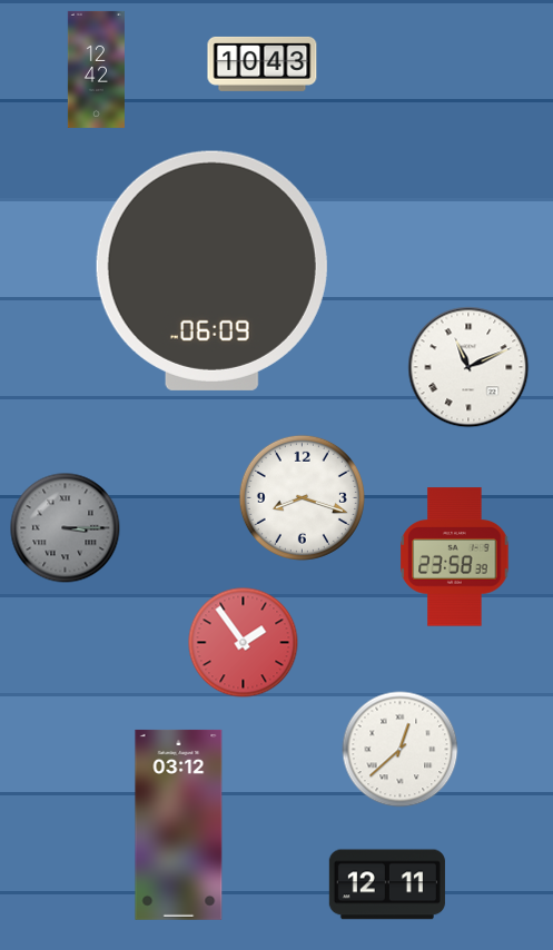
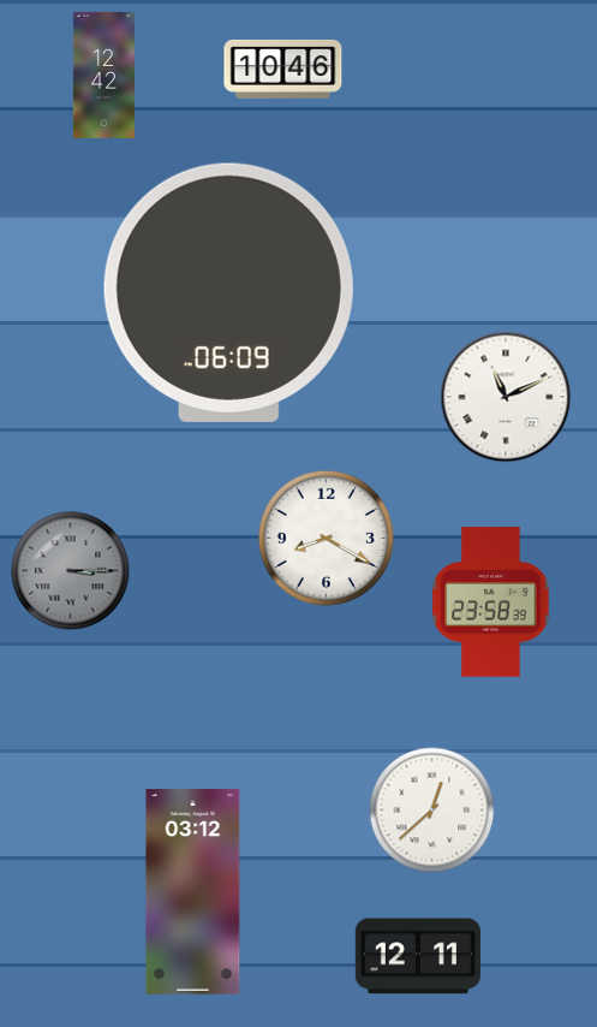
clock at (263, 63): 10:43 -> 10:46
clock at (302, 497): 8:18 -> 8:20
clock at (244, 643): 1:54 -> none
